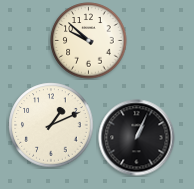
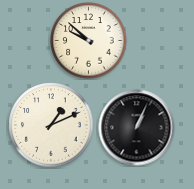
clock at (137, 138) position: (137, 138) -> (137, 128)
